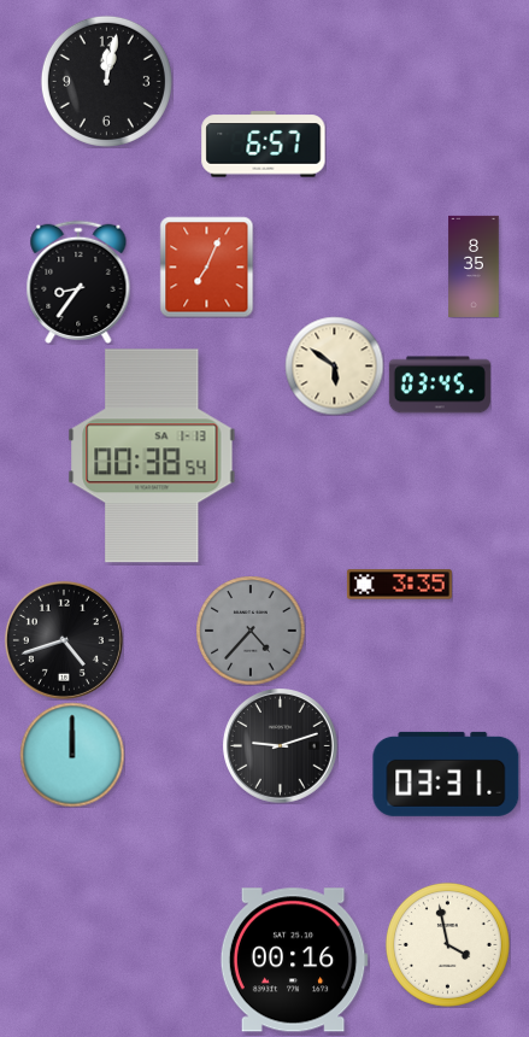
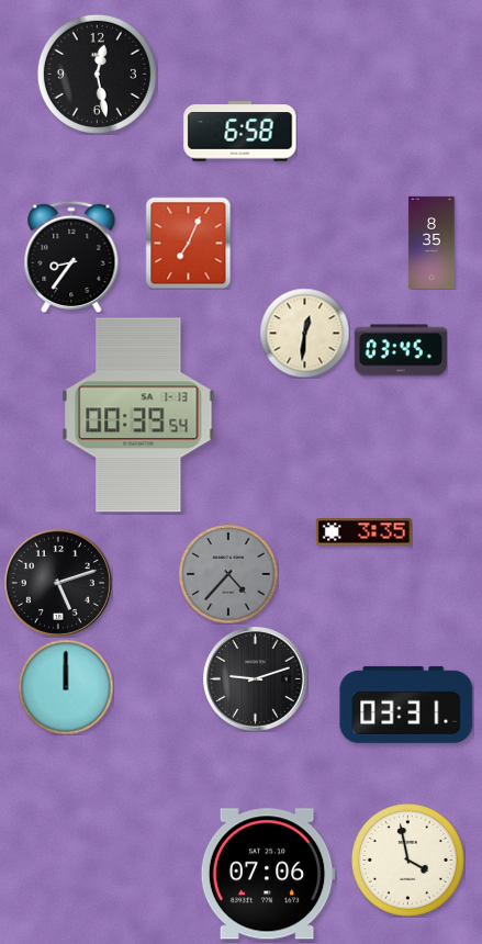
clock at (106, 81): 12:02 -> 12:28
clock at (264, 145): 6:57 -> 6:58
clock at (334, 365): 5:51 -> 12:31
clock at (152, 456): 00:38 -> 00:39
clock at (64, 640): 4:42 -> 5:12
clock at (294, 960): 00:16 -> 07:06
